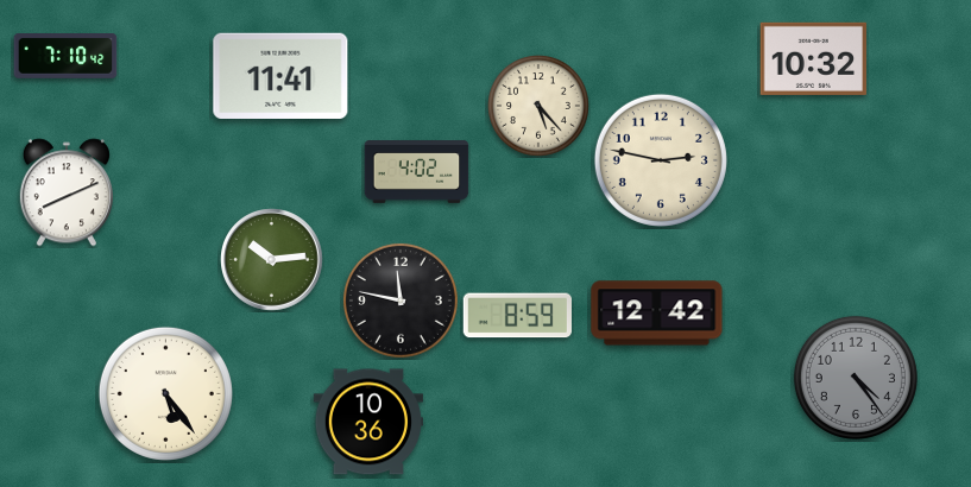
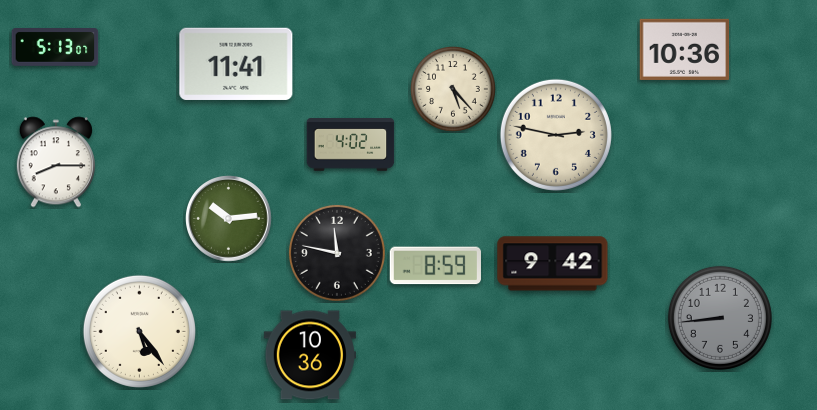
clock at (65, 57): 7:10 -> 5:13
clock at (814, 58): 10:32 -> 10:36
clock at (67, 192): 8:11 -> 8:15
clock at (657, 314): 12:42 -> 9:42
clock at (856, 378): 4:24 -> 8:44
